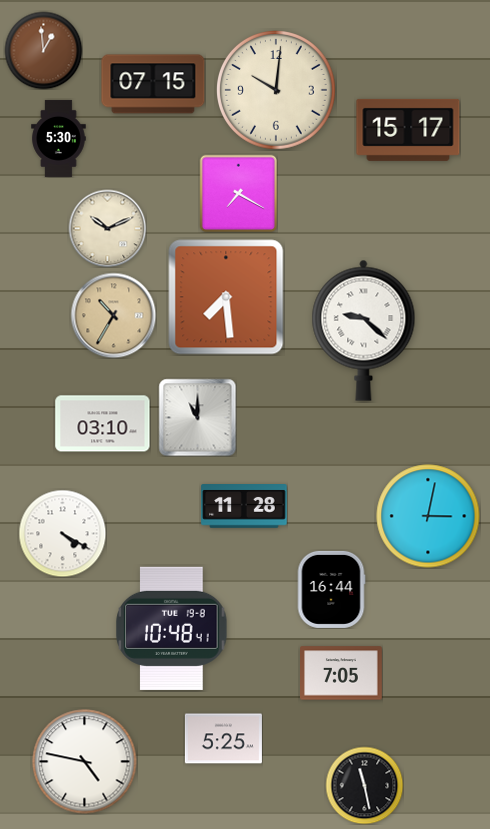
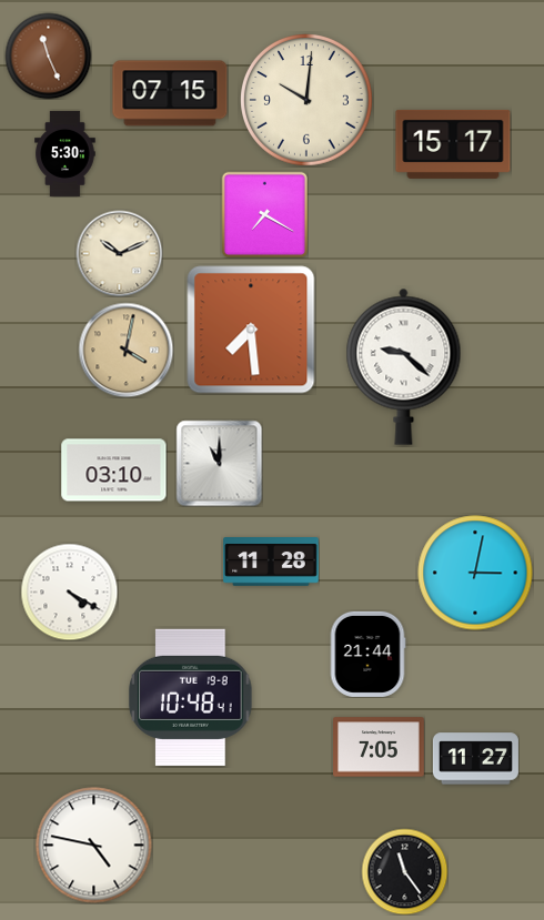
clock at (43, 50): 12:59 -> 11:26
clock at (113, 315): 10:35 -> 4:02
clock at (331, 589): 16:44 -> 21:44
clock at (475, 759): none -> 11:27
clock at (223, 739): 5:25 -> none
clock at (364, 785): 11:28 -> 11:24
